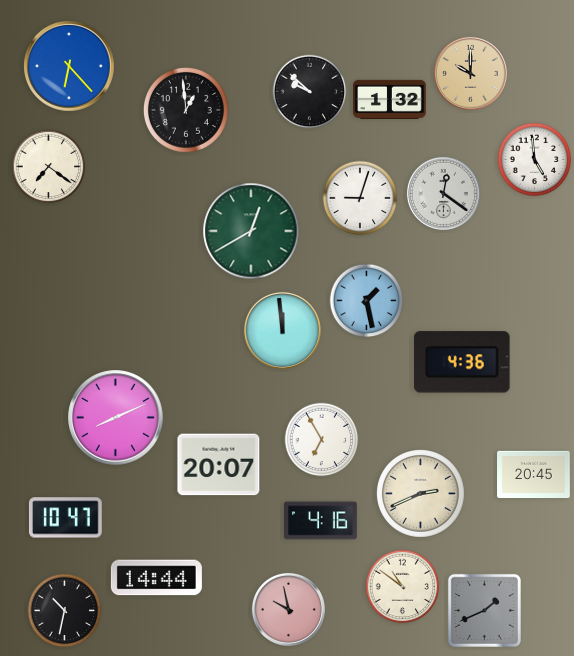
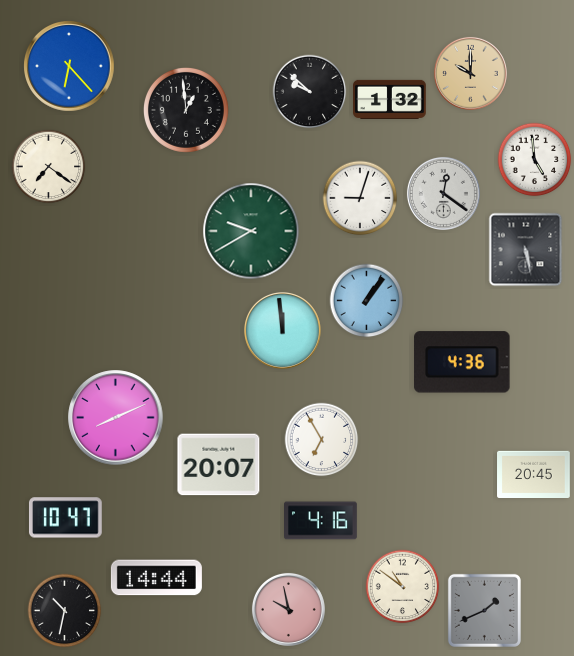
clock at (251, 231): 12:40 -> 9:40
clock at (526, 250): none -> 5:28
clock at (367, 301): 1:28 -> 1:06
clock at (421, 494): 2:41 -> none
